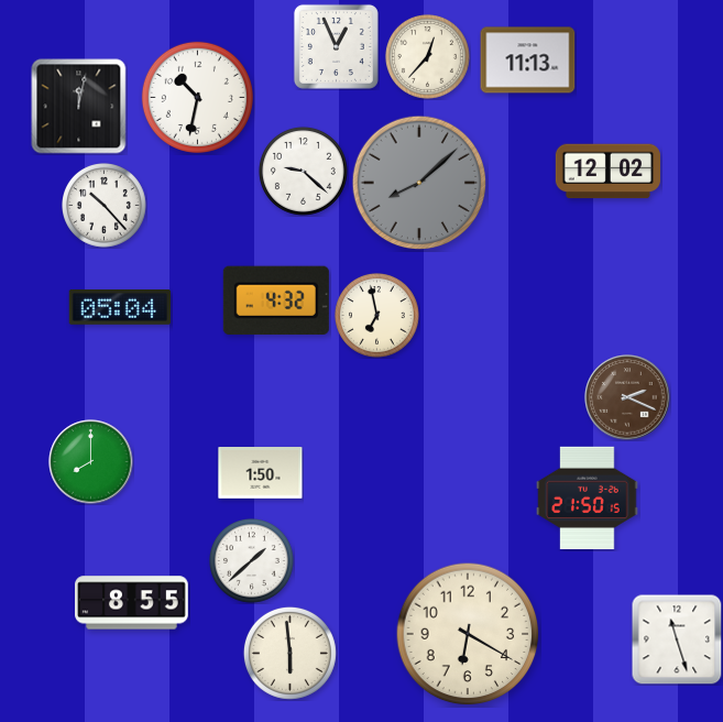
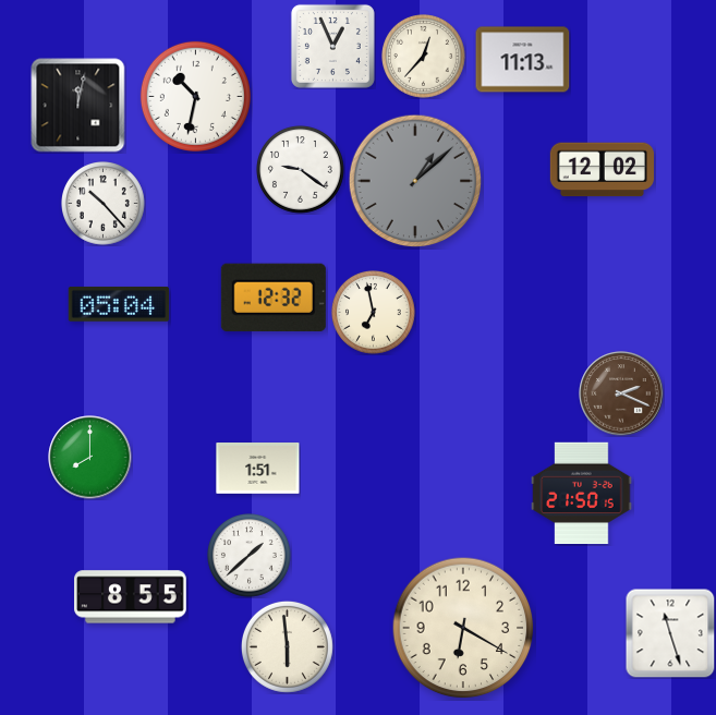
clock at (303, 171): 9:22 -> 9:21
clock at (419, 183): 8:08 -> 1:08
clock at (276, 300): 4:32 -> 12:32
clock at (261, 473): 1:50 -> 1:51
